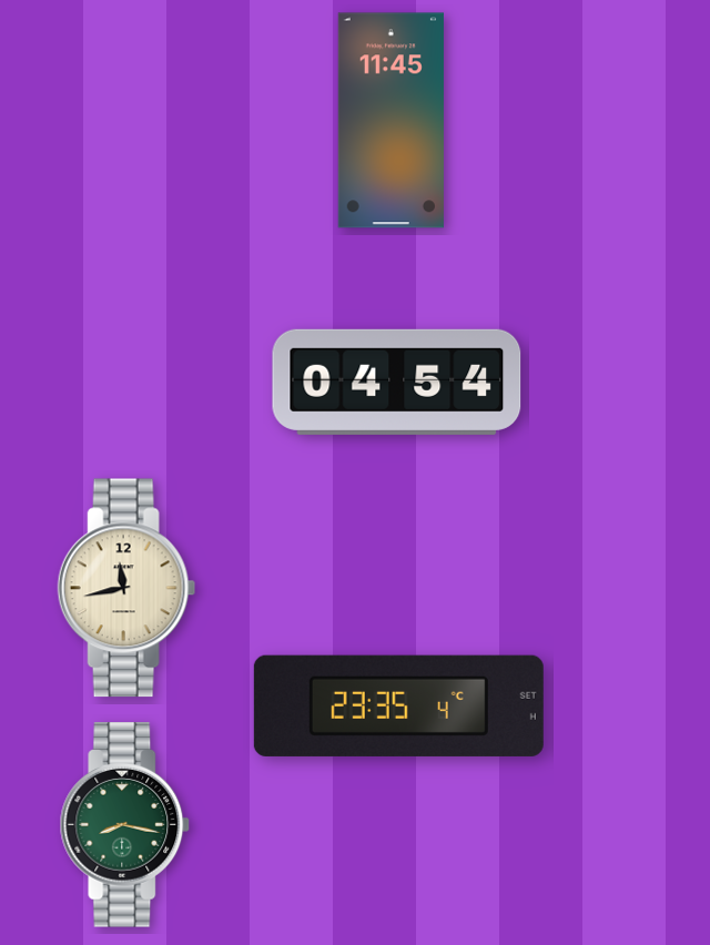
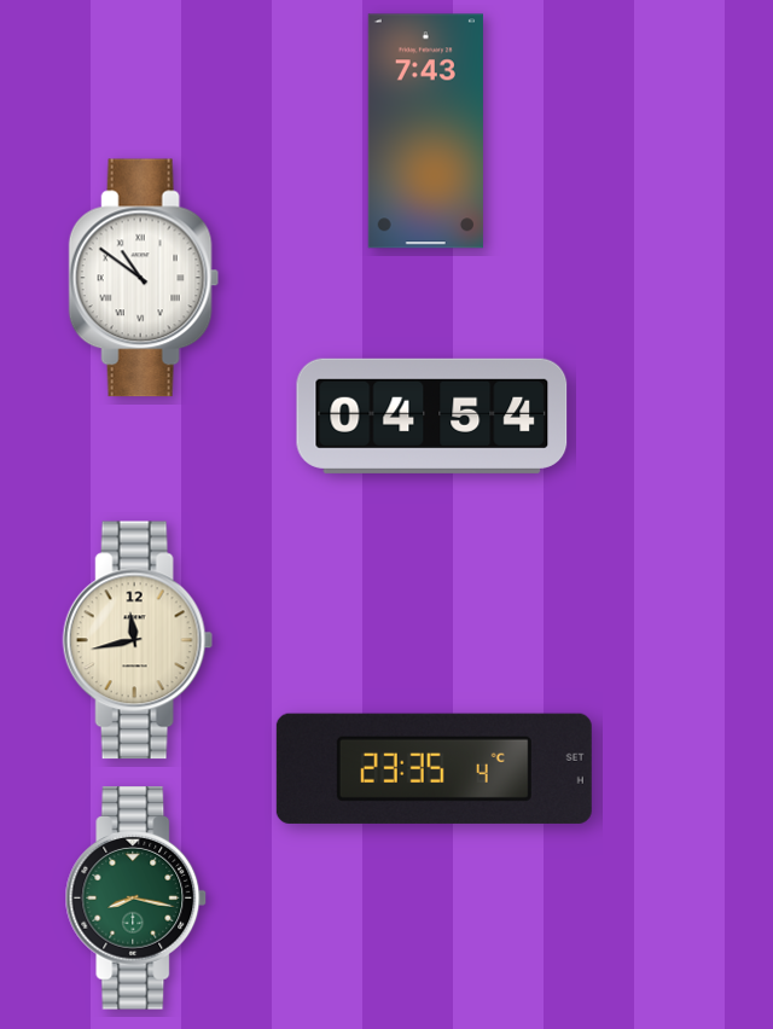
clock at (390, 121): 11:45 -> 7:43
clock at (144, 278): none -> 10:51
